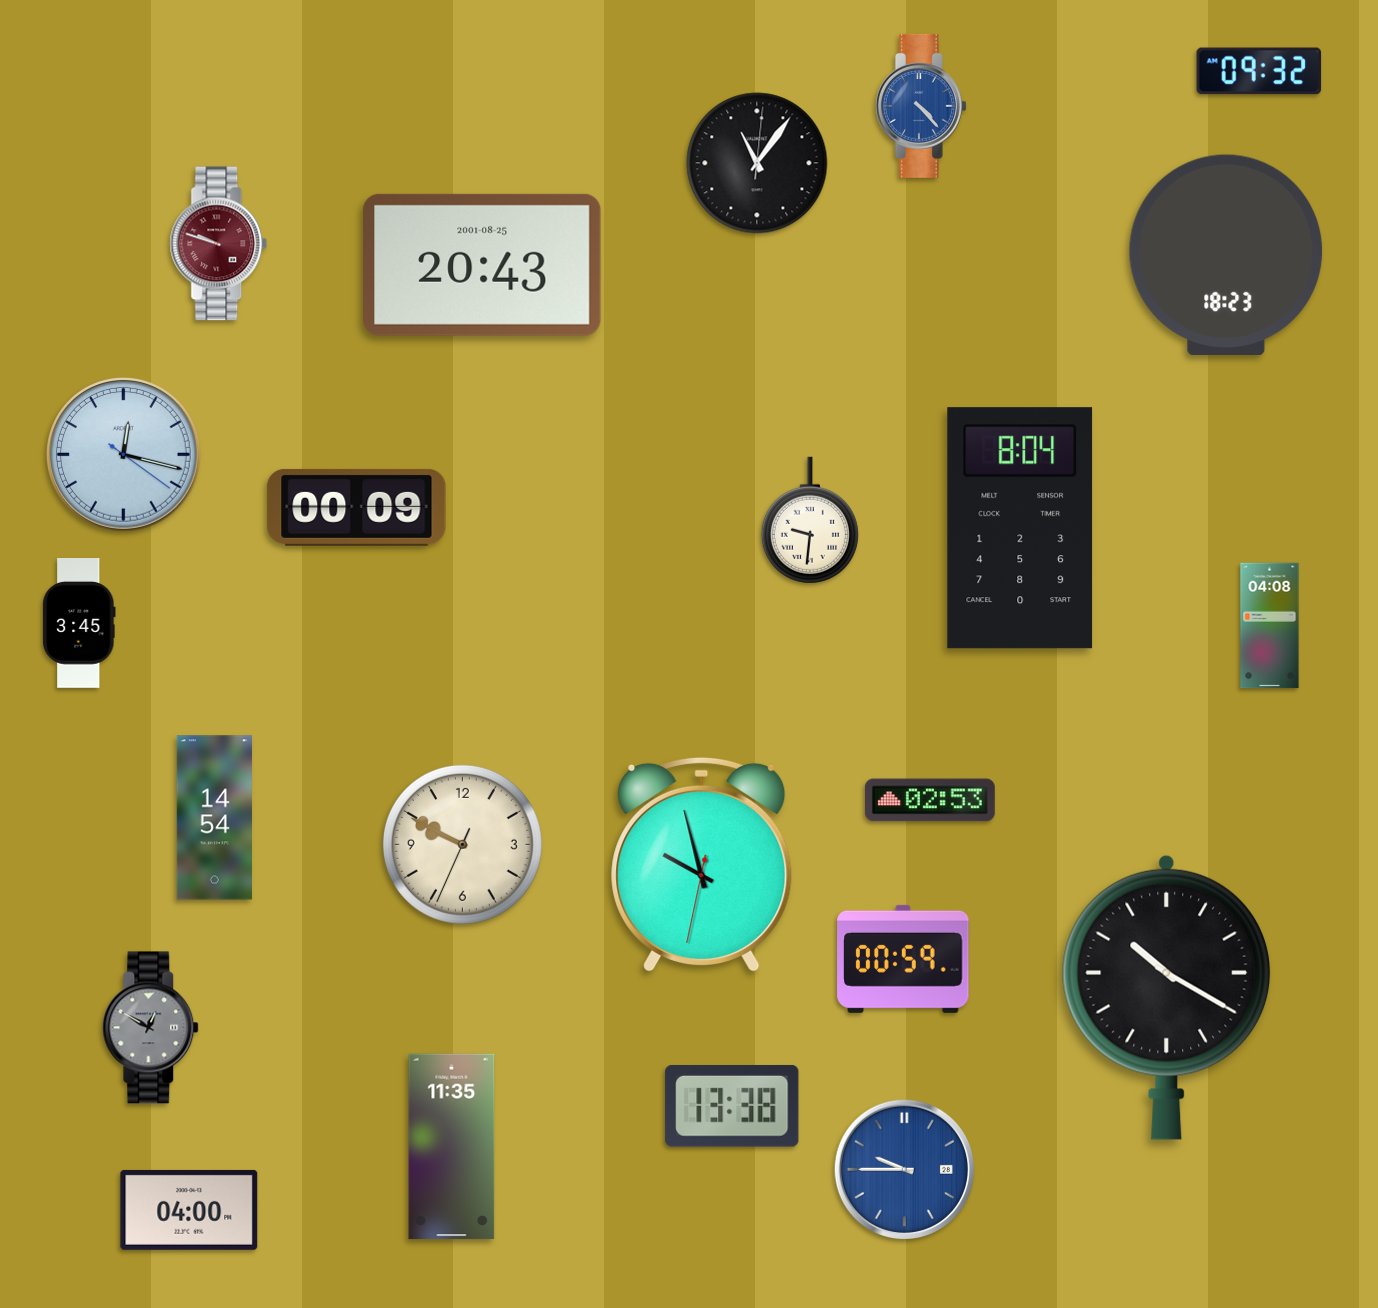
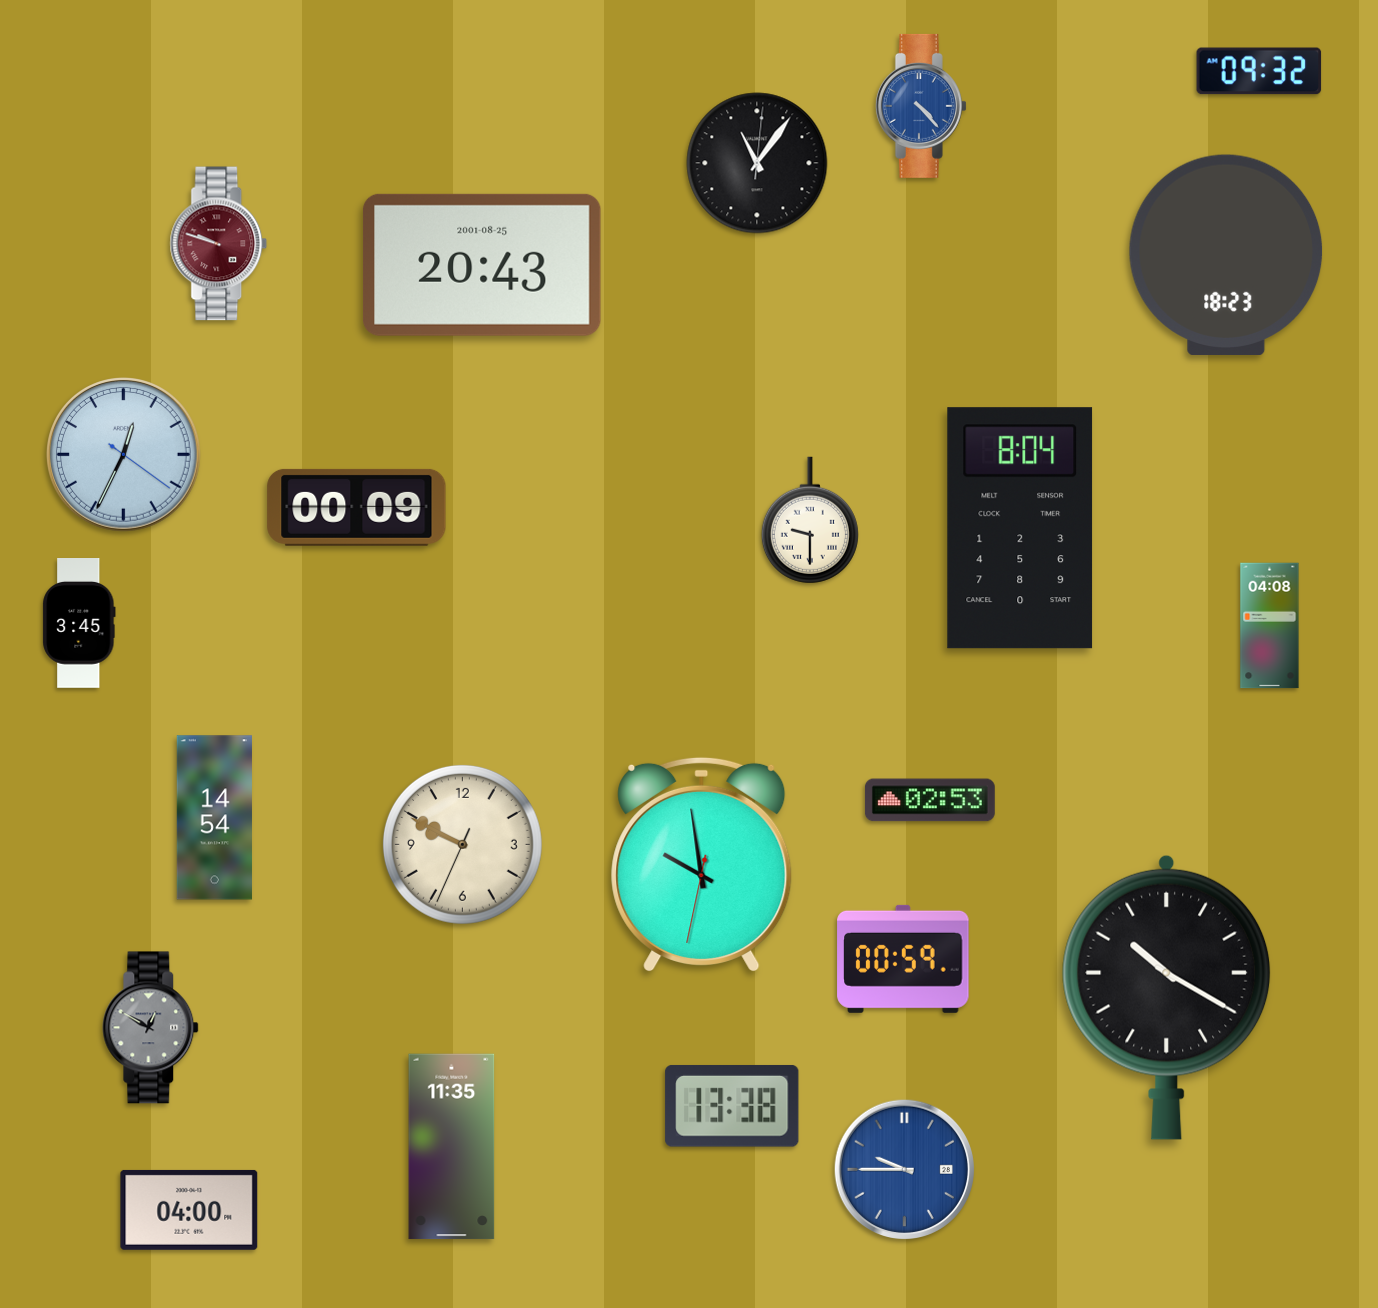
clock at (124, 455): 12:17 -> 12:34
clock at (810, 520): 9:31 -> 9:30
clock at (702, 864): 9:57 -> 9:58
